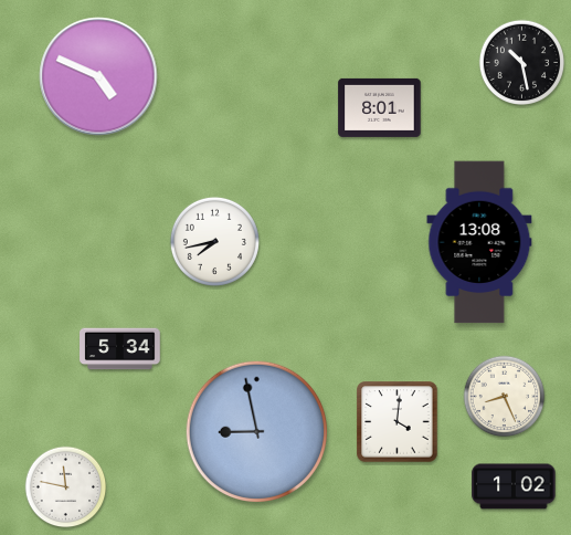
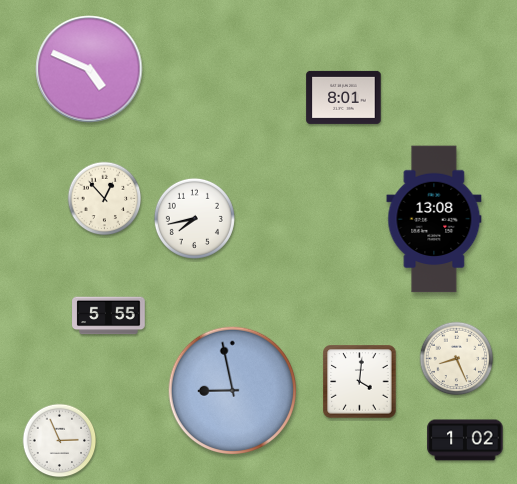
clock at (521, 62): 10:28 -> none
clock at (105, 199): none -> 12:53
clock at (120, 349): 5:34 -> 5:55
clock at (66, 487): 11:47 -> 2:56
